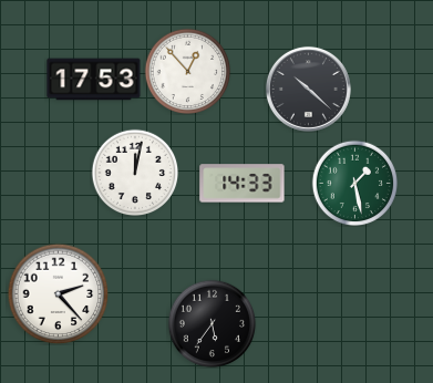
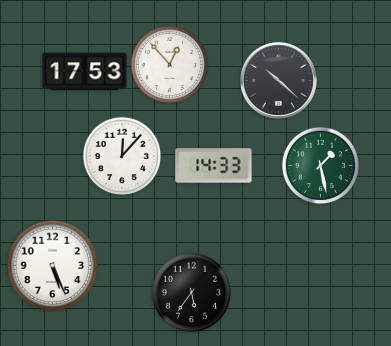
clock at (135, 173): 12:02 -> 12:07
clock at (243, 184) position: (243, 184) -> (214, 166)
clock at (58, 293): 2:23 -> 5:26
